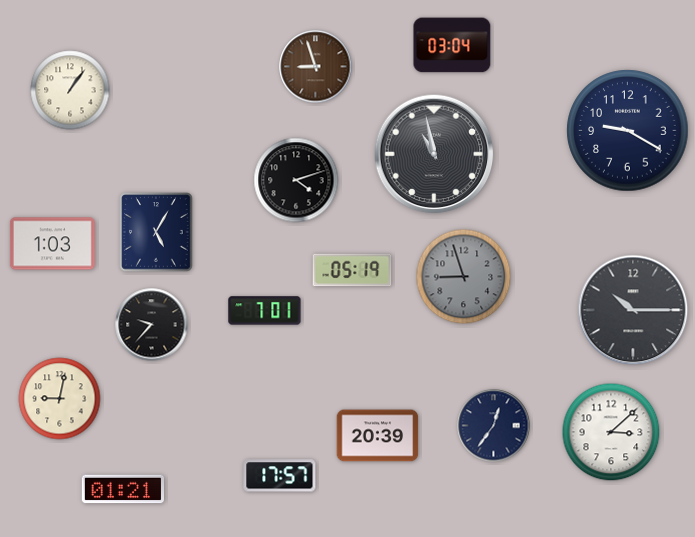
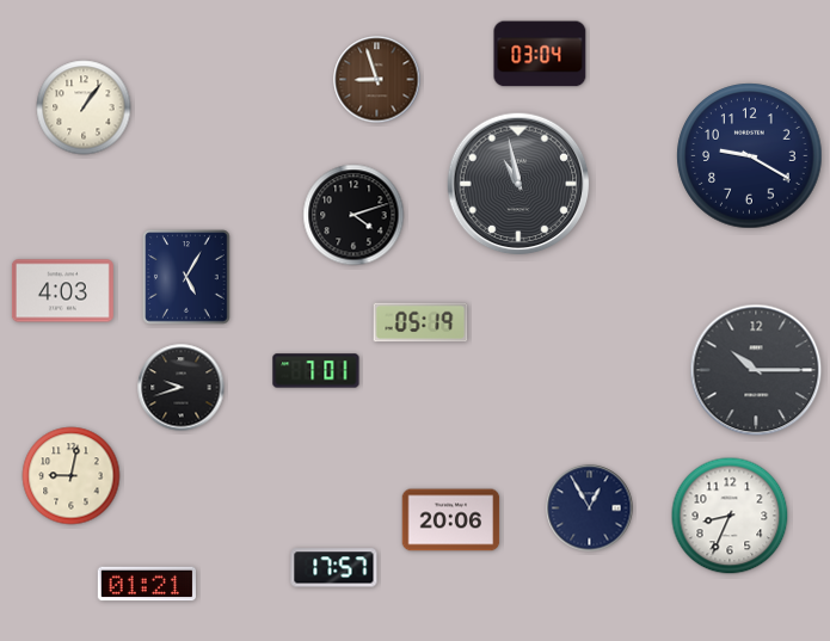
clock at (52, 244): 1:03 -> 4:03
clock at (464, 277): 8:57 -> none
clock at (152, 325): 9:37 -> 9:42
clock at (494, 426): 12:36 -> 12:55
clock at (611, 432): 3:08 -> 8:34
clock at (378, 436): 20:39 -> 20:06
